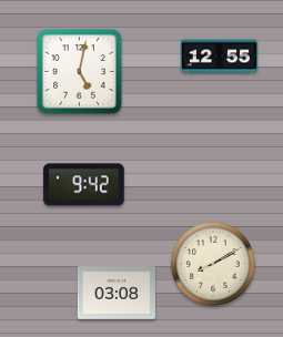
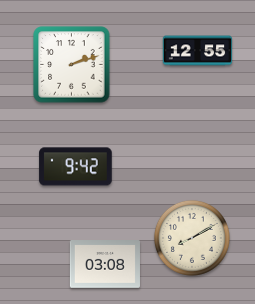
clock at (80, 72): 5:02 -> 2:12
